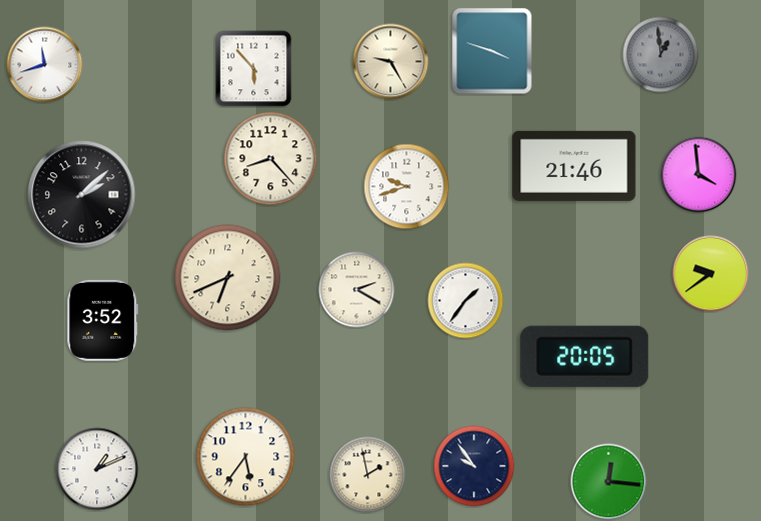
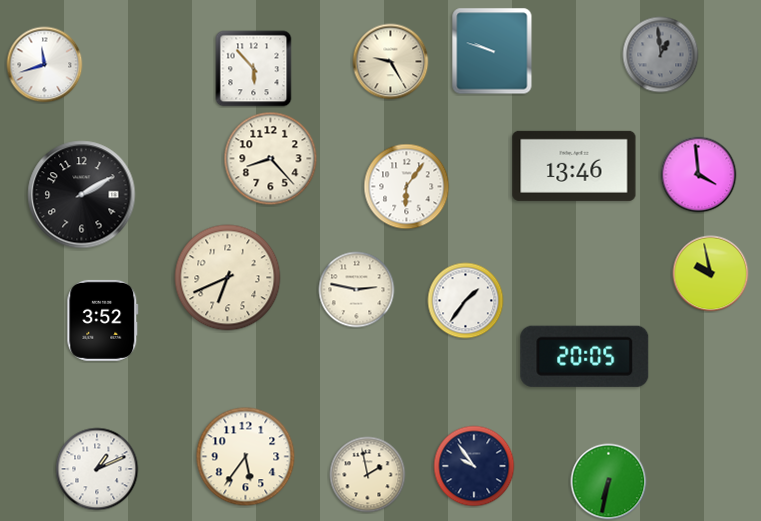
clock at (492, 51): 3:48 -> 9:48
clock at (574, 166): 21:46 -> 13:46
clock at (407, 187): 9:42 -> 6:06
clock at (82, 195): 2:08 -> 2:10
clock at (711, 274): 9:39 -> 9:58
clock at (357, 290): 2:20 -> 2:47
clock at (609, 482): 12:16 -> 6:32
